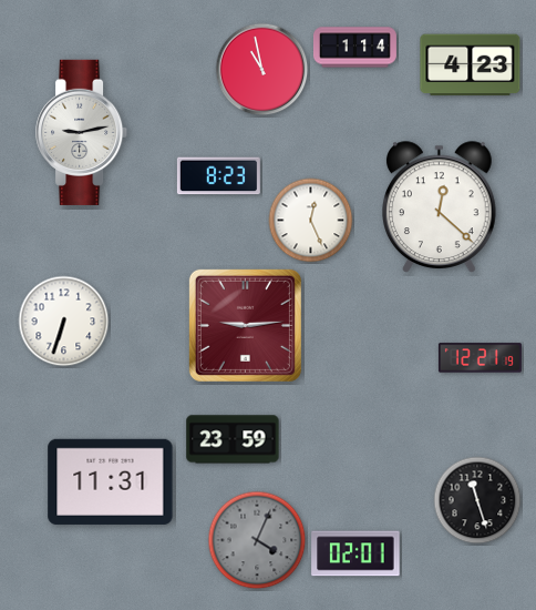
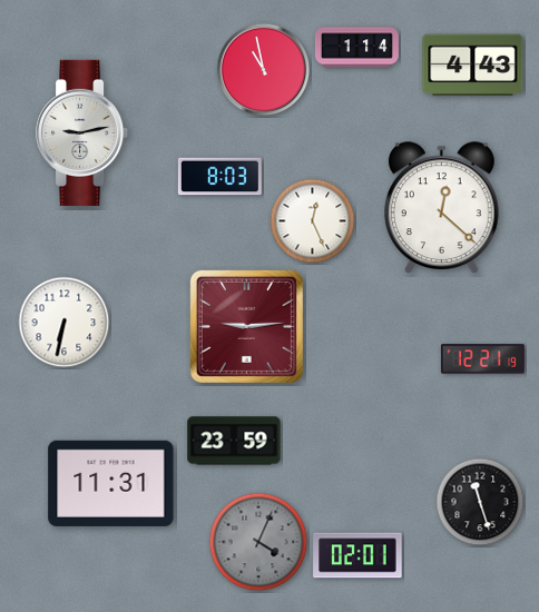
clock at (471, 65): 4:23 -> 4:43
clock at (218, 176): 8:23 -> 8:03
clock at (64, 322): 6:33 -> 6:32
